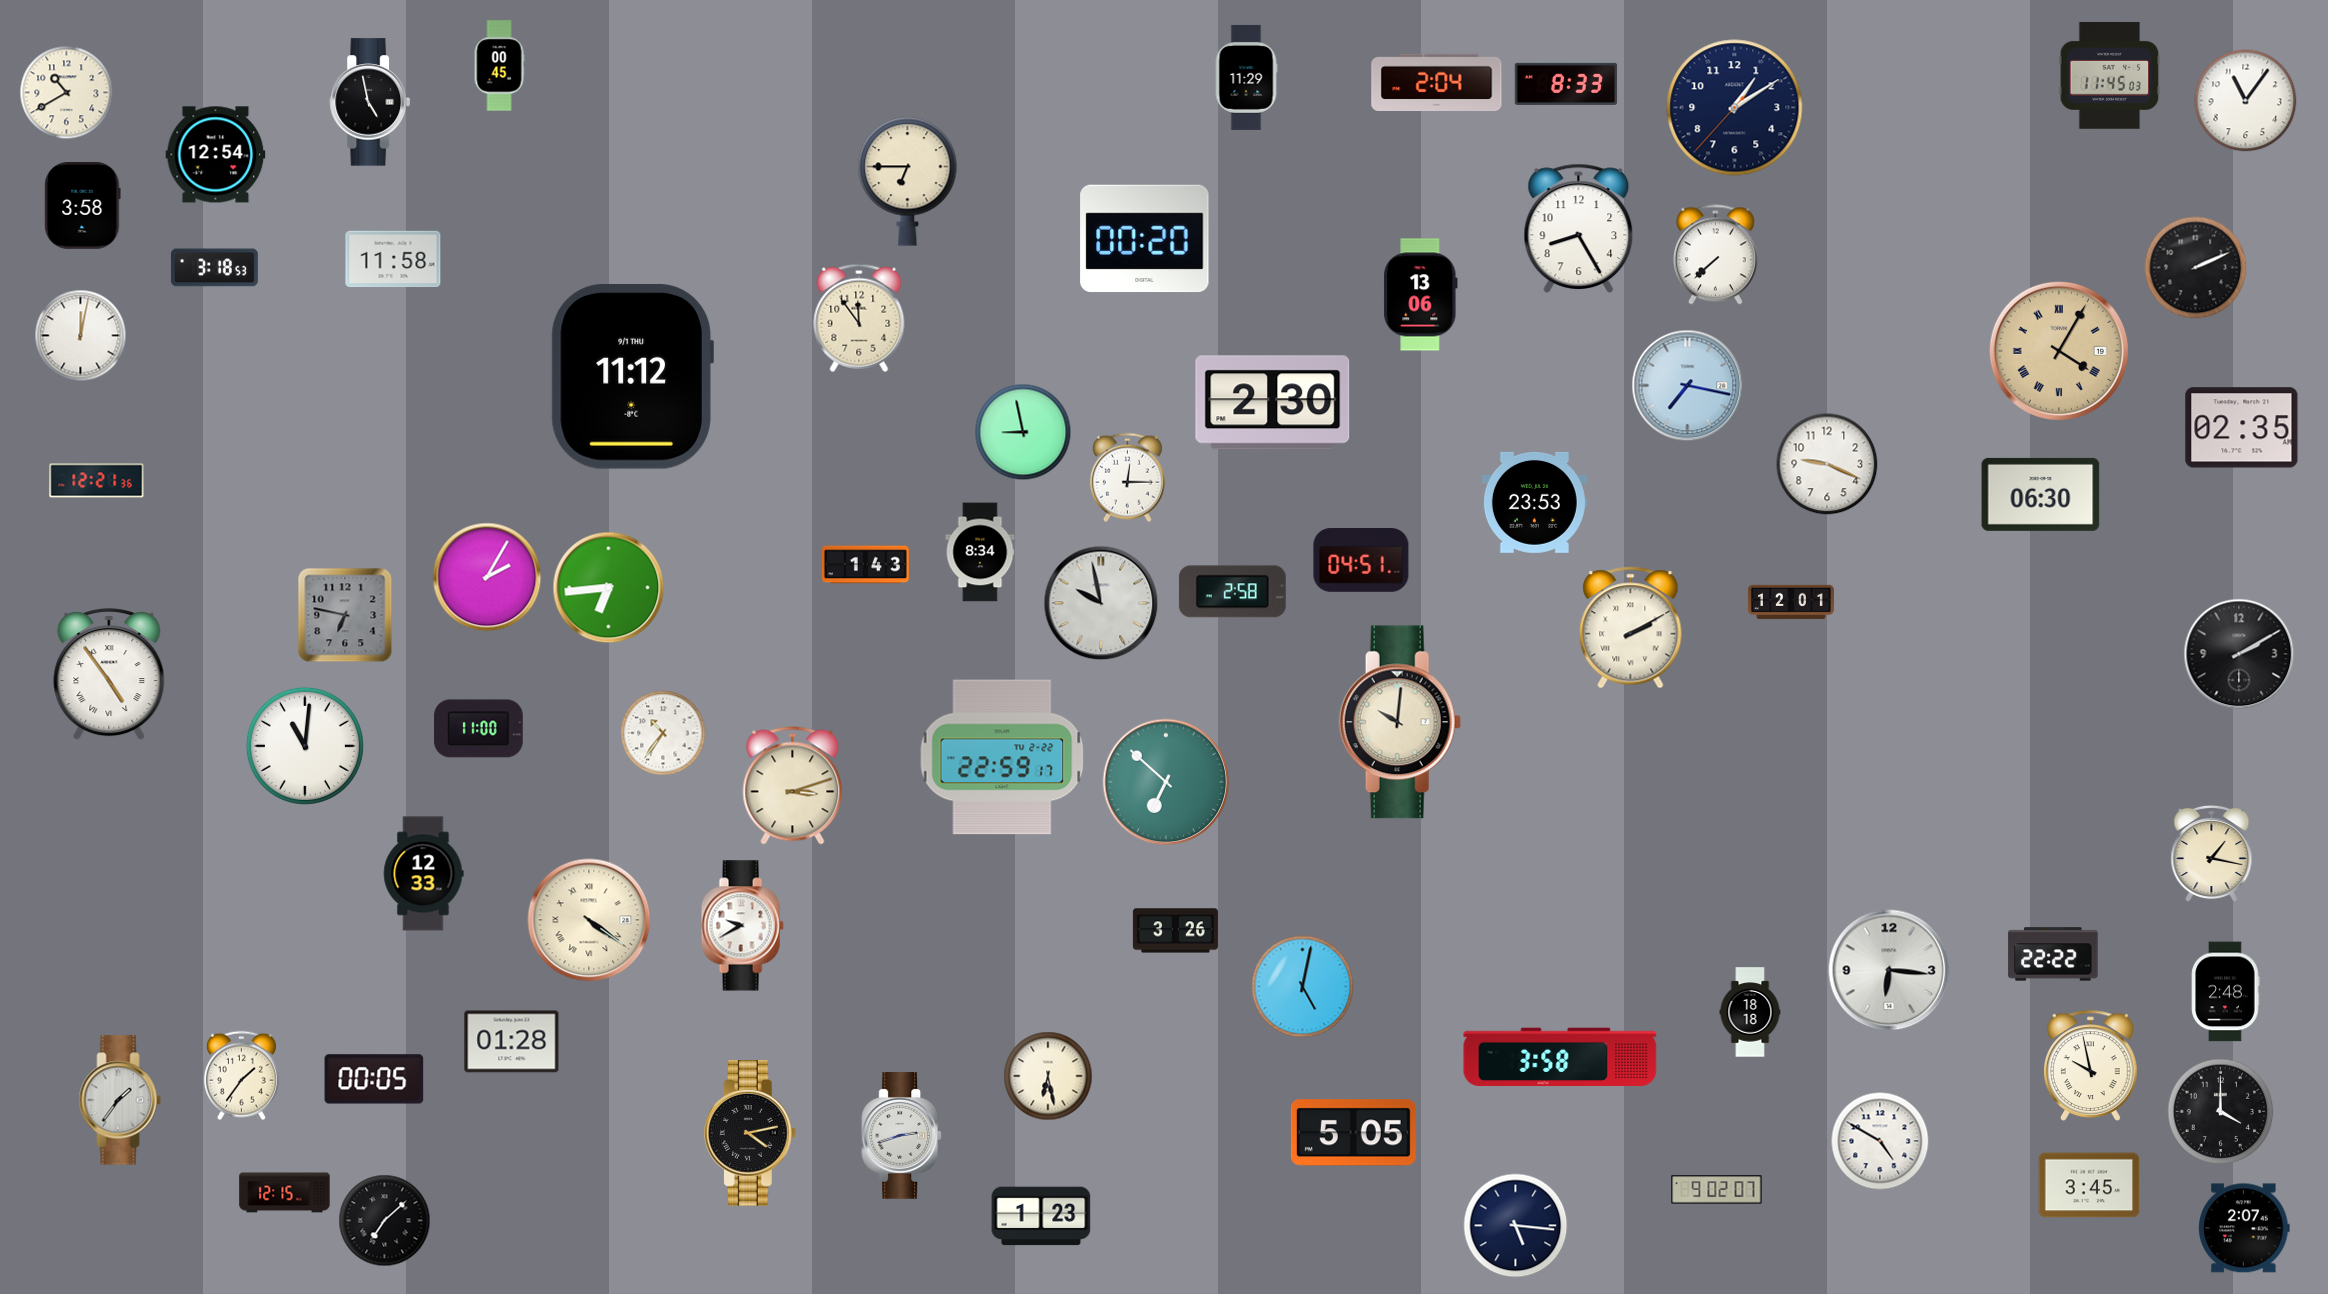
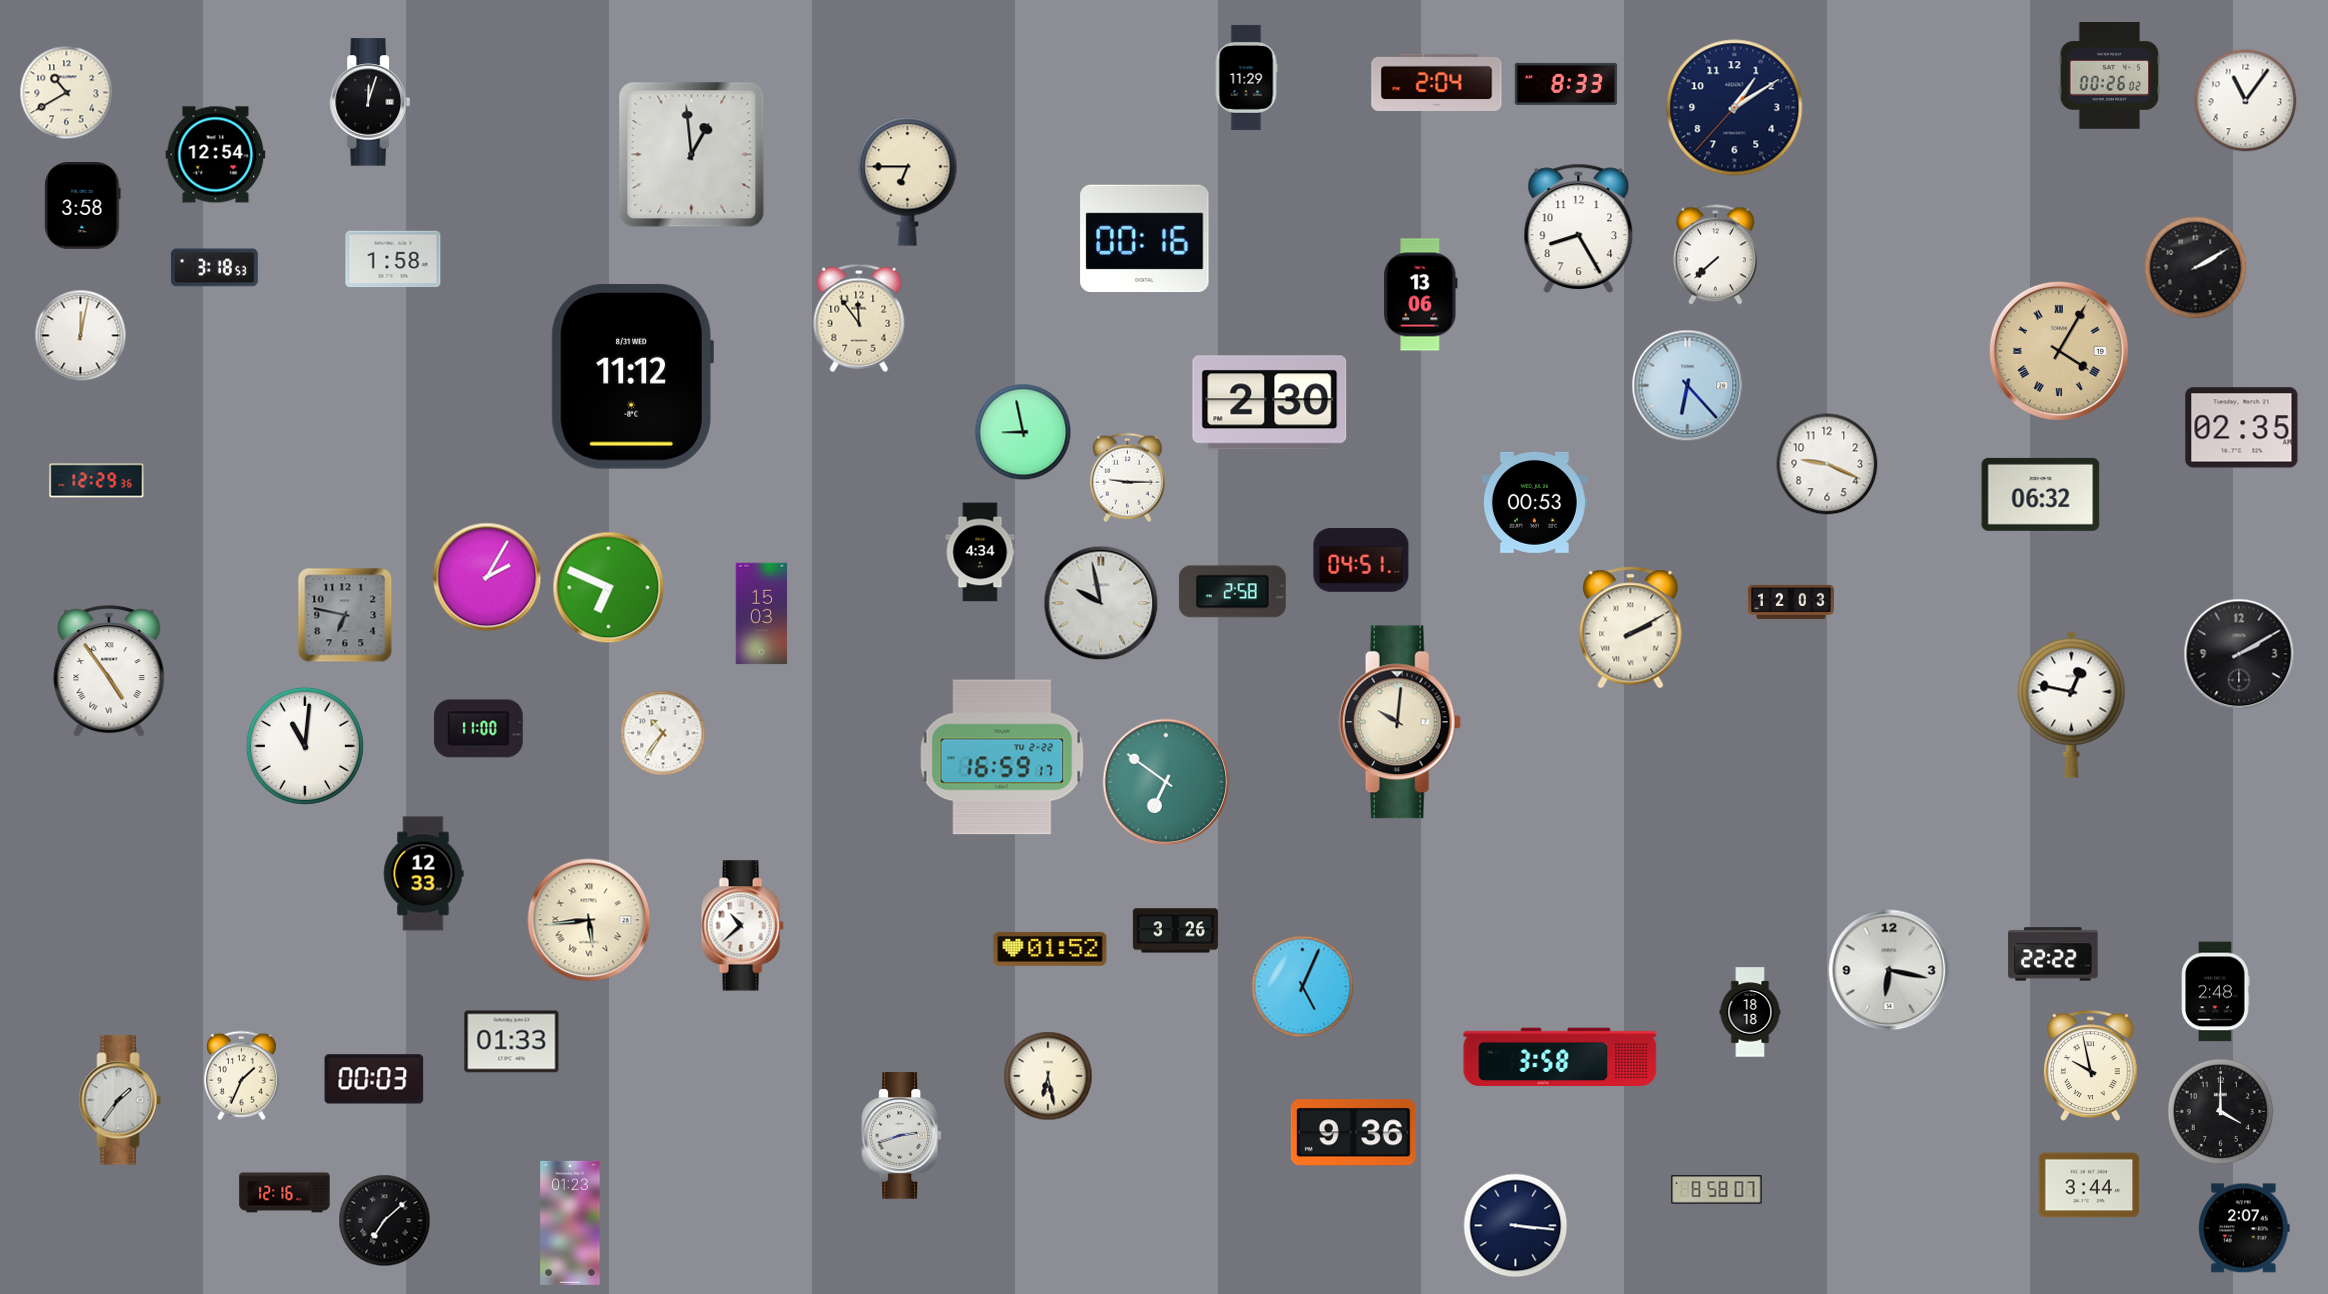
clock at (499, 66): 00:45 -> none
clock at (2110, 76): 11:45 -> 00:26
clock at (369, 102): 4:58 -> 12:03
clock at (692, 155): none -> 12:59
clock at (1145, 239): 00:20 -> 00:16
clock at (393, 259): 11:58 -> 1:58
clock at (2196, 268): 2:11 -> 2:10
clock at (632, 376) date: 9/1 THU -> 8/31 WED
clock at (1688, 386): 7:17 -> 6:23
clock at (1273, 403) position: (1273, 403) -> (1270, 403)
clock at (1127, 478): 12:15 -> 9:15
clock at (97, 481): 12:21 -> 12:29
clock at (2041, 494): 06:30 -> 06:32
clock at (1534, 502): 23:53 -> 00:53
clock at (980, 552): 8:34 -> 4:34
clock at (865, 565): 1:43 -> none
clock at (609, 588): 6:44 -> 6:49
clock at (1791, 602): 12:01 -> 12:03
clock at (762, 614): none -> 15:03
clock at (109, 675) position: (109, 675) -> (109, 672)
clock at (2072, 704): none -> 12:47
clock at (1002, 757): 22:59 -> 16:59
clock at (1166, 782): 6:52 -> 6:51
clock at (793, 786): 3:12 -> none
clock at (2212, 854): 1:17 -> none
clock at (589, 920): 4:21 -> 5:44
clock at (742, 926): 9:40 -> 10:38
clock at (1050, 949): none -> 01:52
clock at (1889, 970): 6:16 -> 6:17
clock at (1303, 987): 5:02 -> 5:04
clock at (2226, 992) position: (2226, 992) -> (2216, 992)
clock at (512, 1042): 01:28 -> 01:33
clock at (241, 1076): 1:36 -> 1:34
clock at (374, 1079): 00:05 -> 00:03
clock at (750, 1133): 4:13 -> none
clock at (1353, 1133): 5:05 -> 9:36
clock at (1880, 1141): 4:50 -> none
clock at (2089, 1185): 3:45 -> 3:44
clock at (1717, 1190): 9:02 -> 8:58
clock at (285, 1193): 12:15 -> 12:16
clock at (1041, 1216): 1:23 -> none
clock at (570, 1223): none -> 01:23
clock at (1516, 1226): 5:16 -> 3:16
